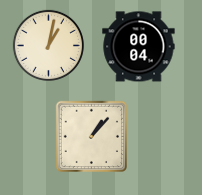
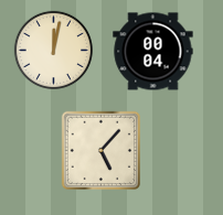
clock at (48, 45): 1:02 -> 12:02
clock at (92, 137): 1:07 -> 5:07
